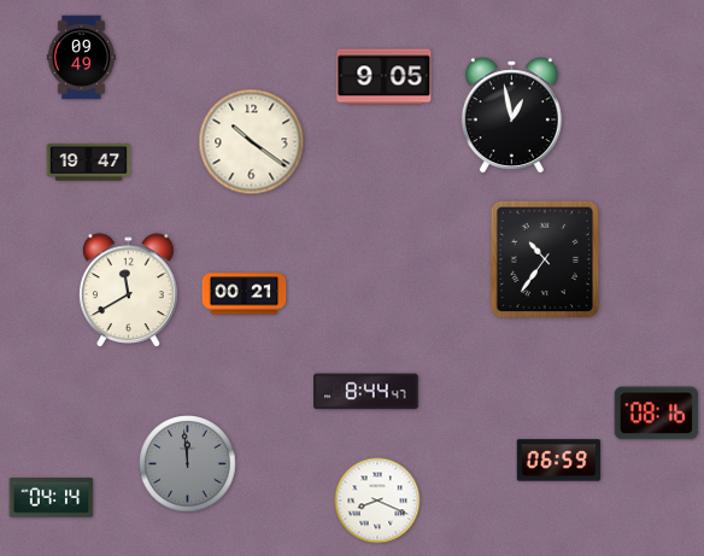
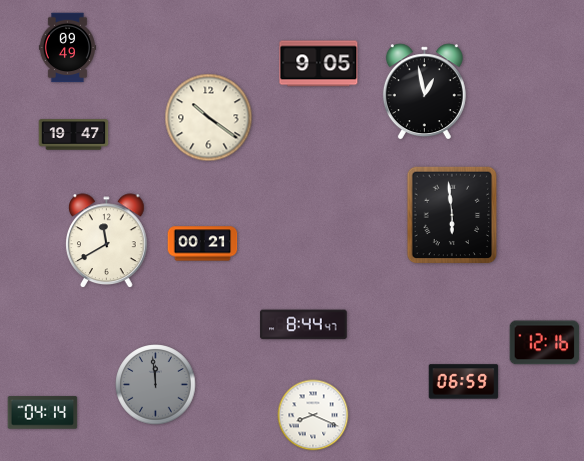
clock at (511, 116) position: (511, 116) -> (424, 92)
clock at (545, 259): 10:36 -> 5:59
clock at (657, 414): 08:16 -> 12:16
